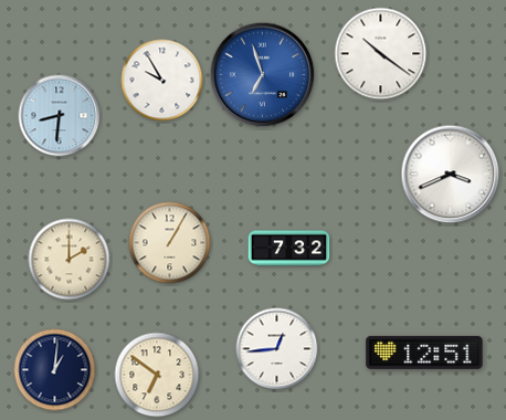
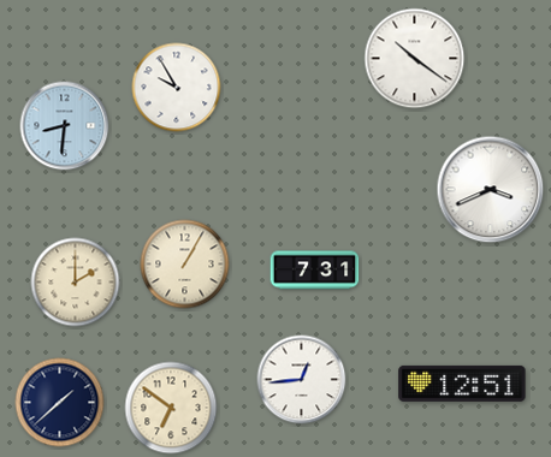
clock at (263, 75): 6:57 -> none
clock at (289, 249): 7:32 -> 7:31
clock at (55, 370): 1:01 -> 1:38
